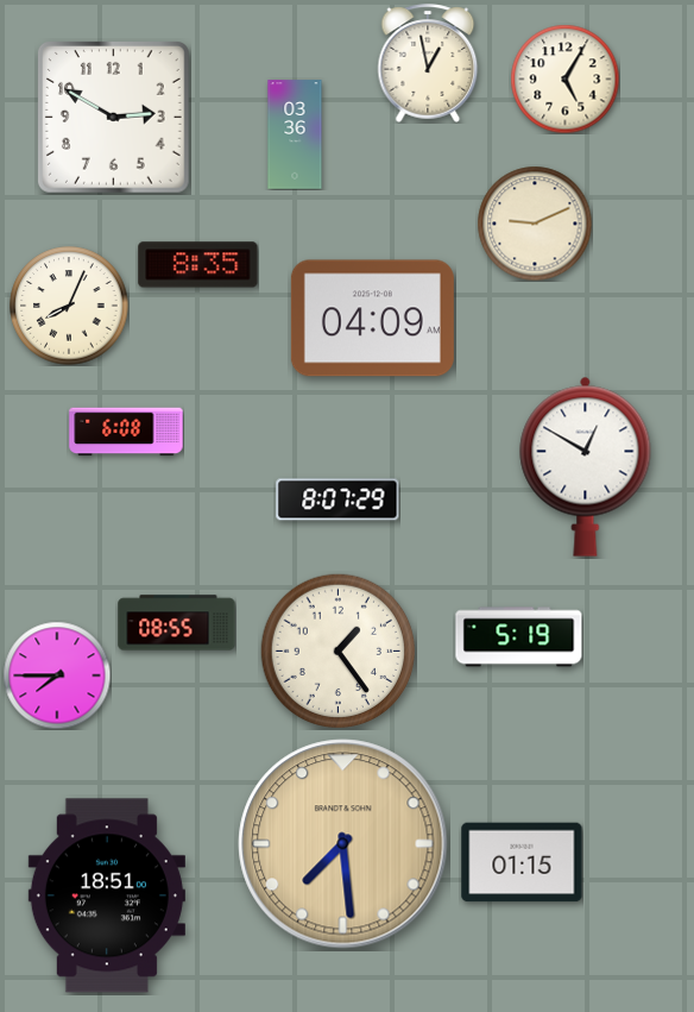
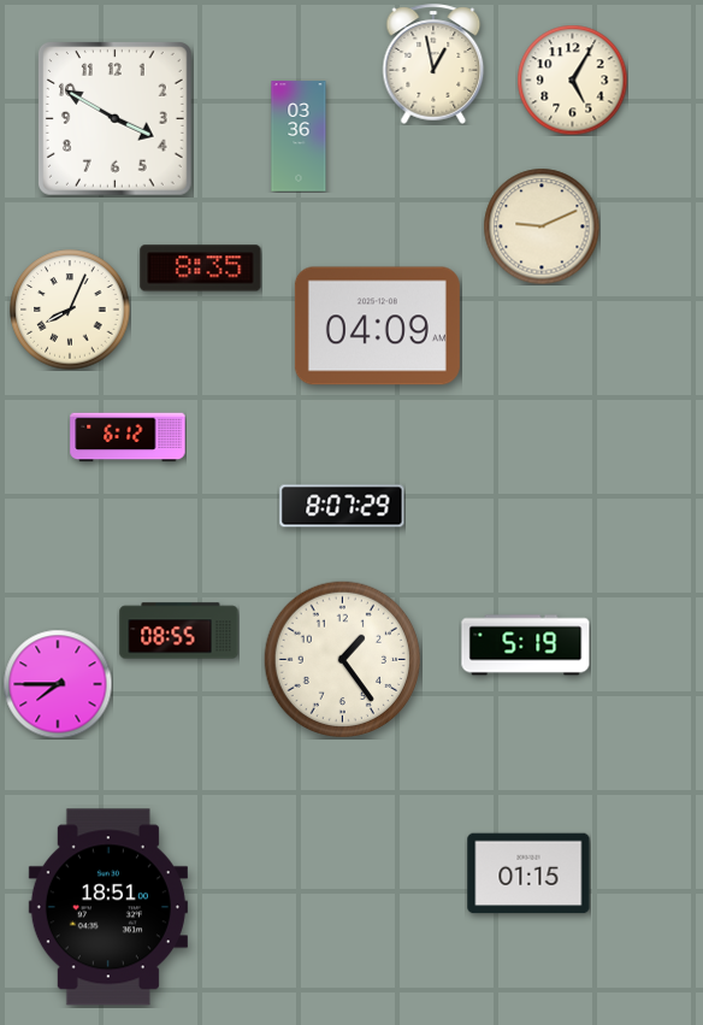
clock at (113, 117): 2:50 -> 3:50
clock at (372, 319) position: (372, 319) -> (377, 326)
clock at (126, 432): 6:08 -> 6:12
clock at (586, 466): 12:50 -> none
clock at (343, 844): 7:29 -> none
